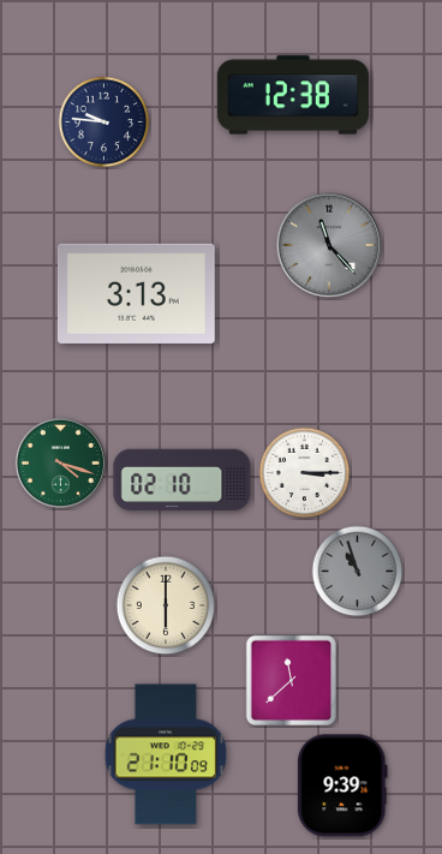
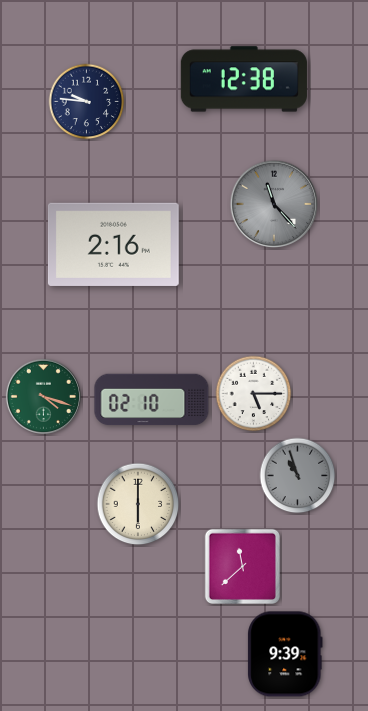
clock at (136, 293): 3:13 -> 2:16
clock at (60, 462) position: (60, 462) -> (43, 396)
clock at (305, 473): 3:15 -> 5:15
clock at (166, 754): 21:10 -> none
